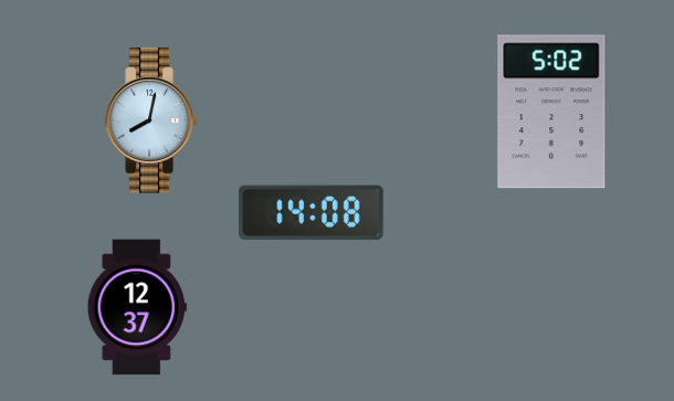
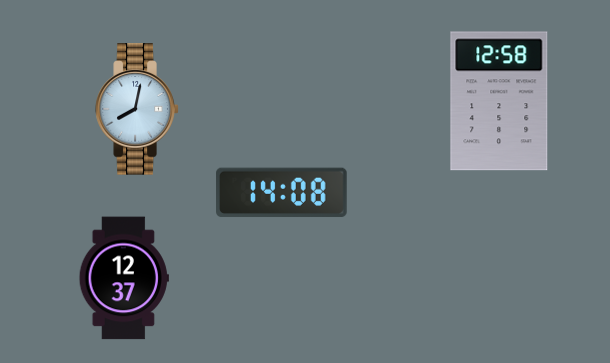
clock at (551, 112): 5:02 -> 12:58
